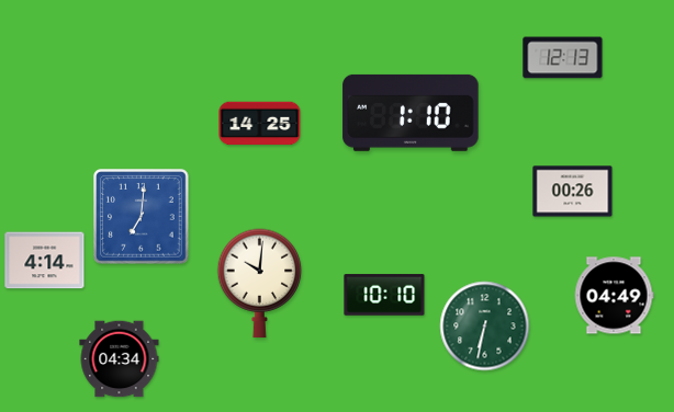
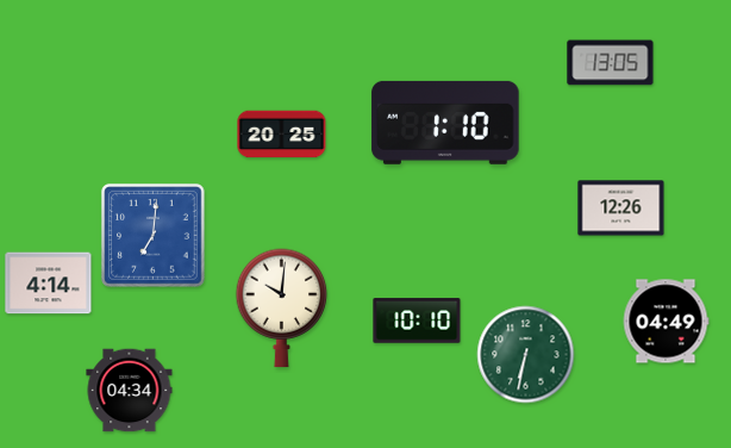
clock at (563, 58): 12:13 -> 13:05
clock at (260, 124): 14:25 -> 20:25
clock at (573, 192): 00:26 -> 12:26
